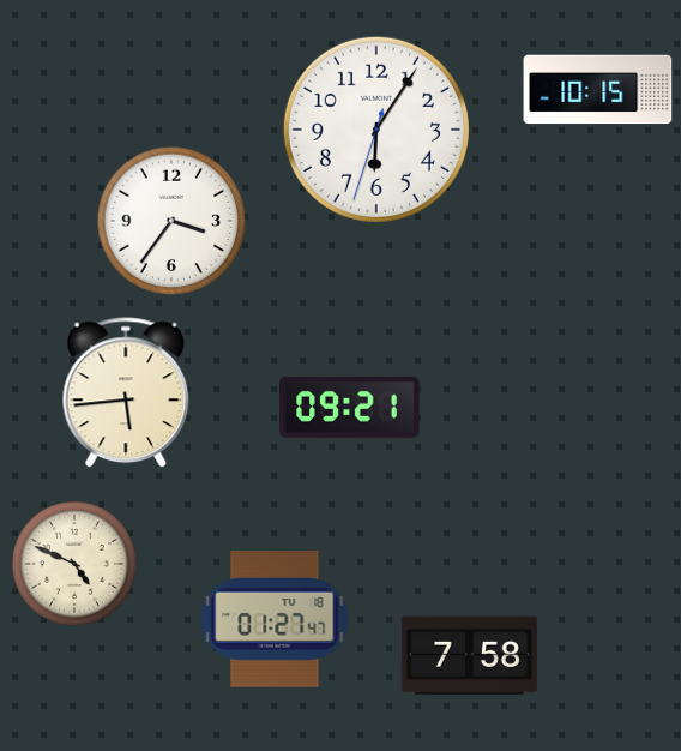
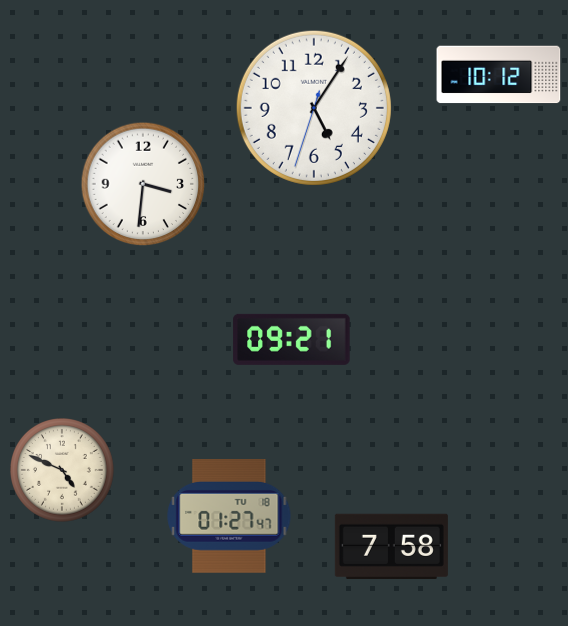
clock at (598, 90): 10:15 -> 10:12
clock at (376, 130): 6:05 -> 5:05
clock at (171, 221): 3:36 -> 3:31
clock at (126, 393): 5:44 -> none
